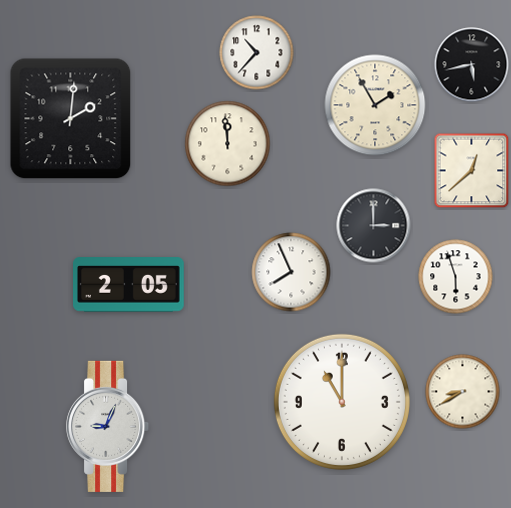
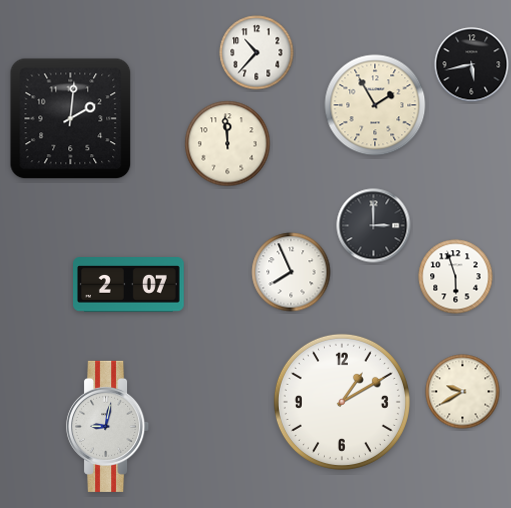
clock at (472, 171): 12:38 -> none
clock at (129, 285): 2:05 -> 2:07
clock at (463, 392): 8:40 -> 9:40
clock at (342, 402): 11:00 -> 1:10
clock at (108, 426): 9:04 -> 9:02
